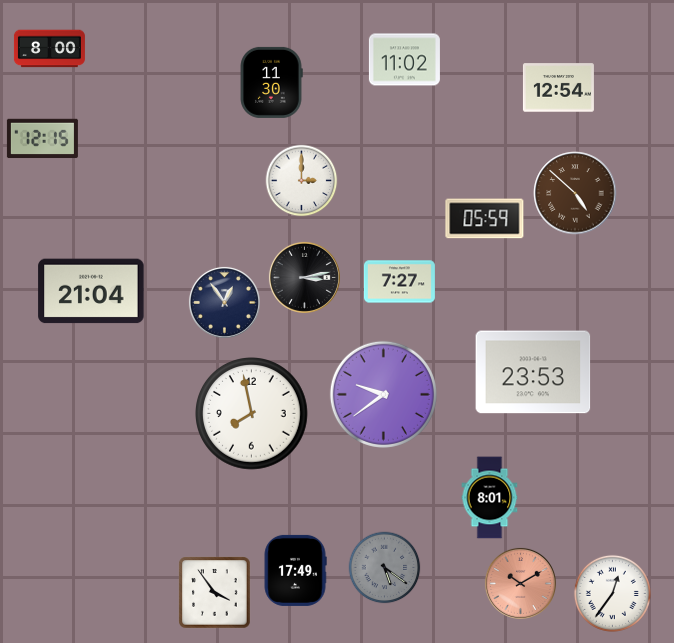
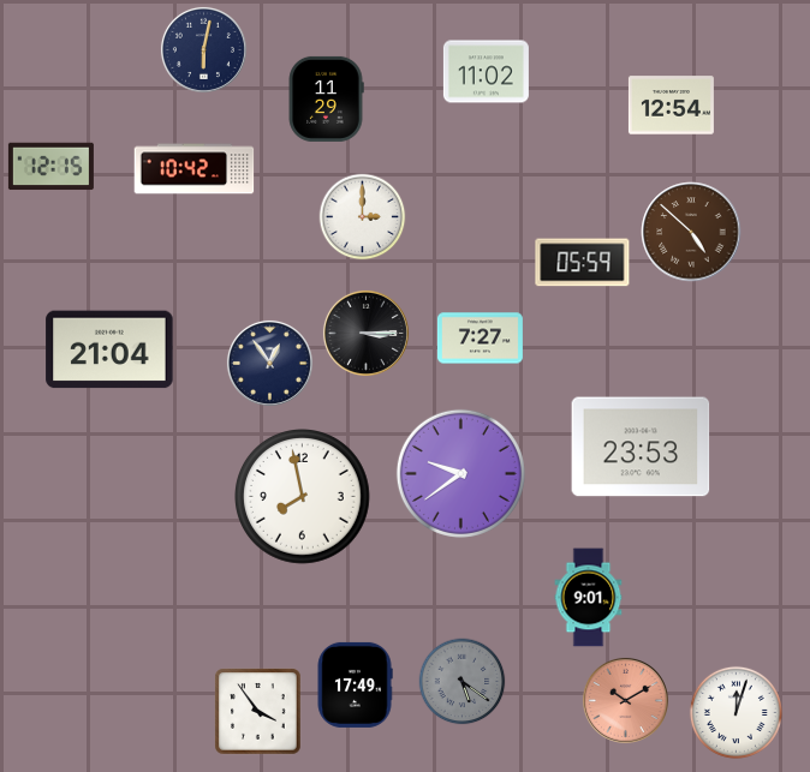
clock at (203, 49): none -> 6:02
clock at (49, 49): 8:00 -> none
clock at (271, 82): 11:30 -> 11:29
clock at (195, 169): none -> 10:42
clock at (304, 277): 3:13 -> 3:15
clock at (490, 498): 8:01 -> 9:01
clock at (612, 593): 12:36 -> 12:03
